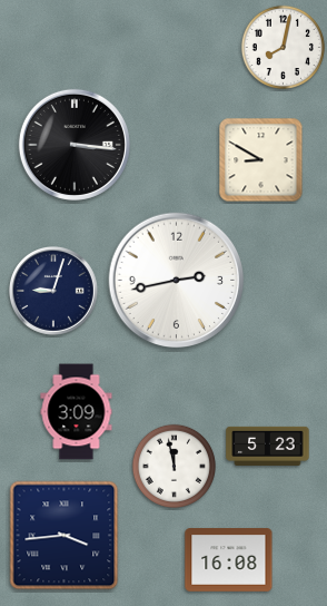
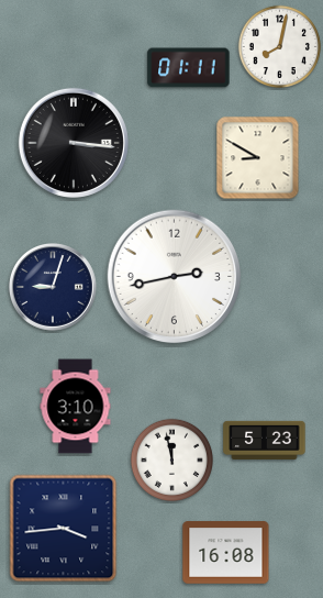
clock at (189, 68): none -> 01:11
clock at (77, 412): 3:09 -> 3:10
